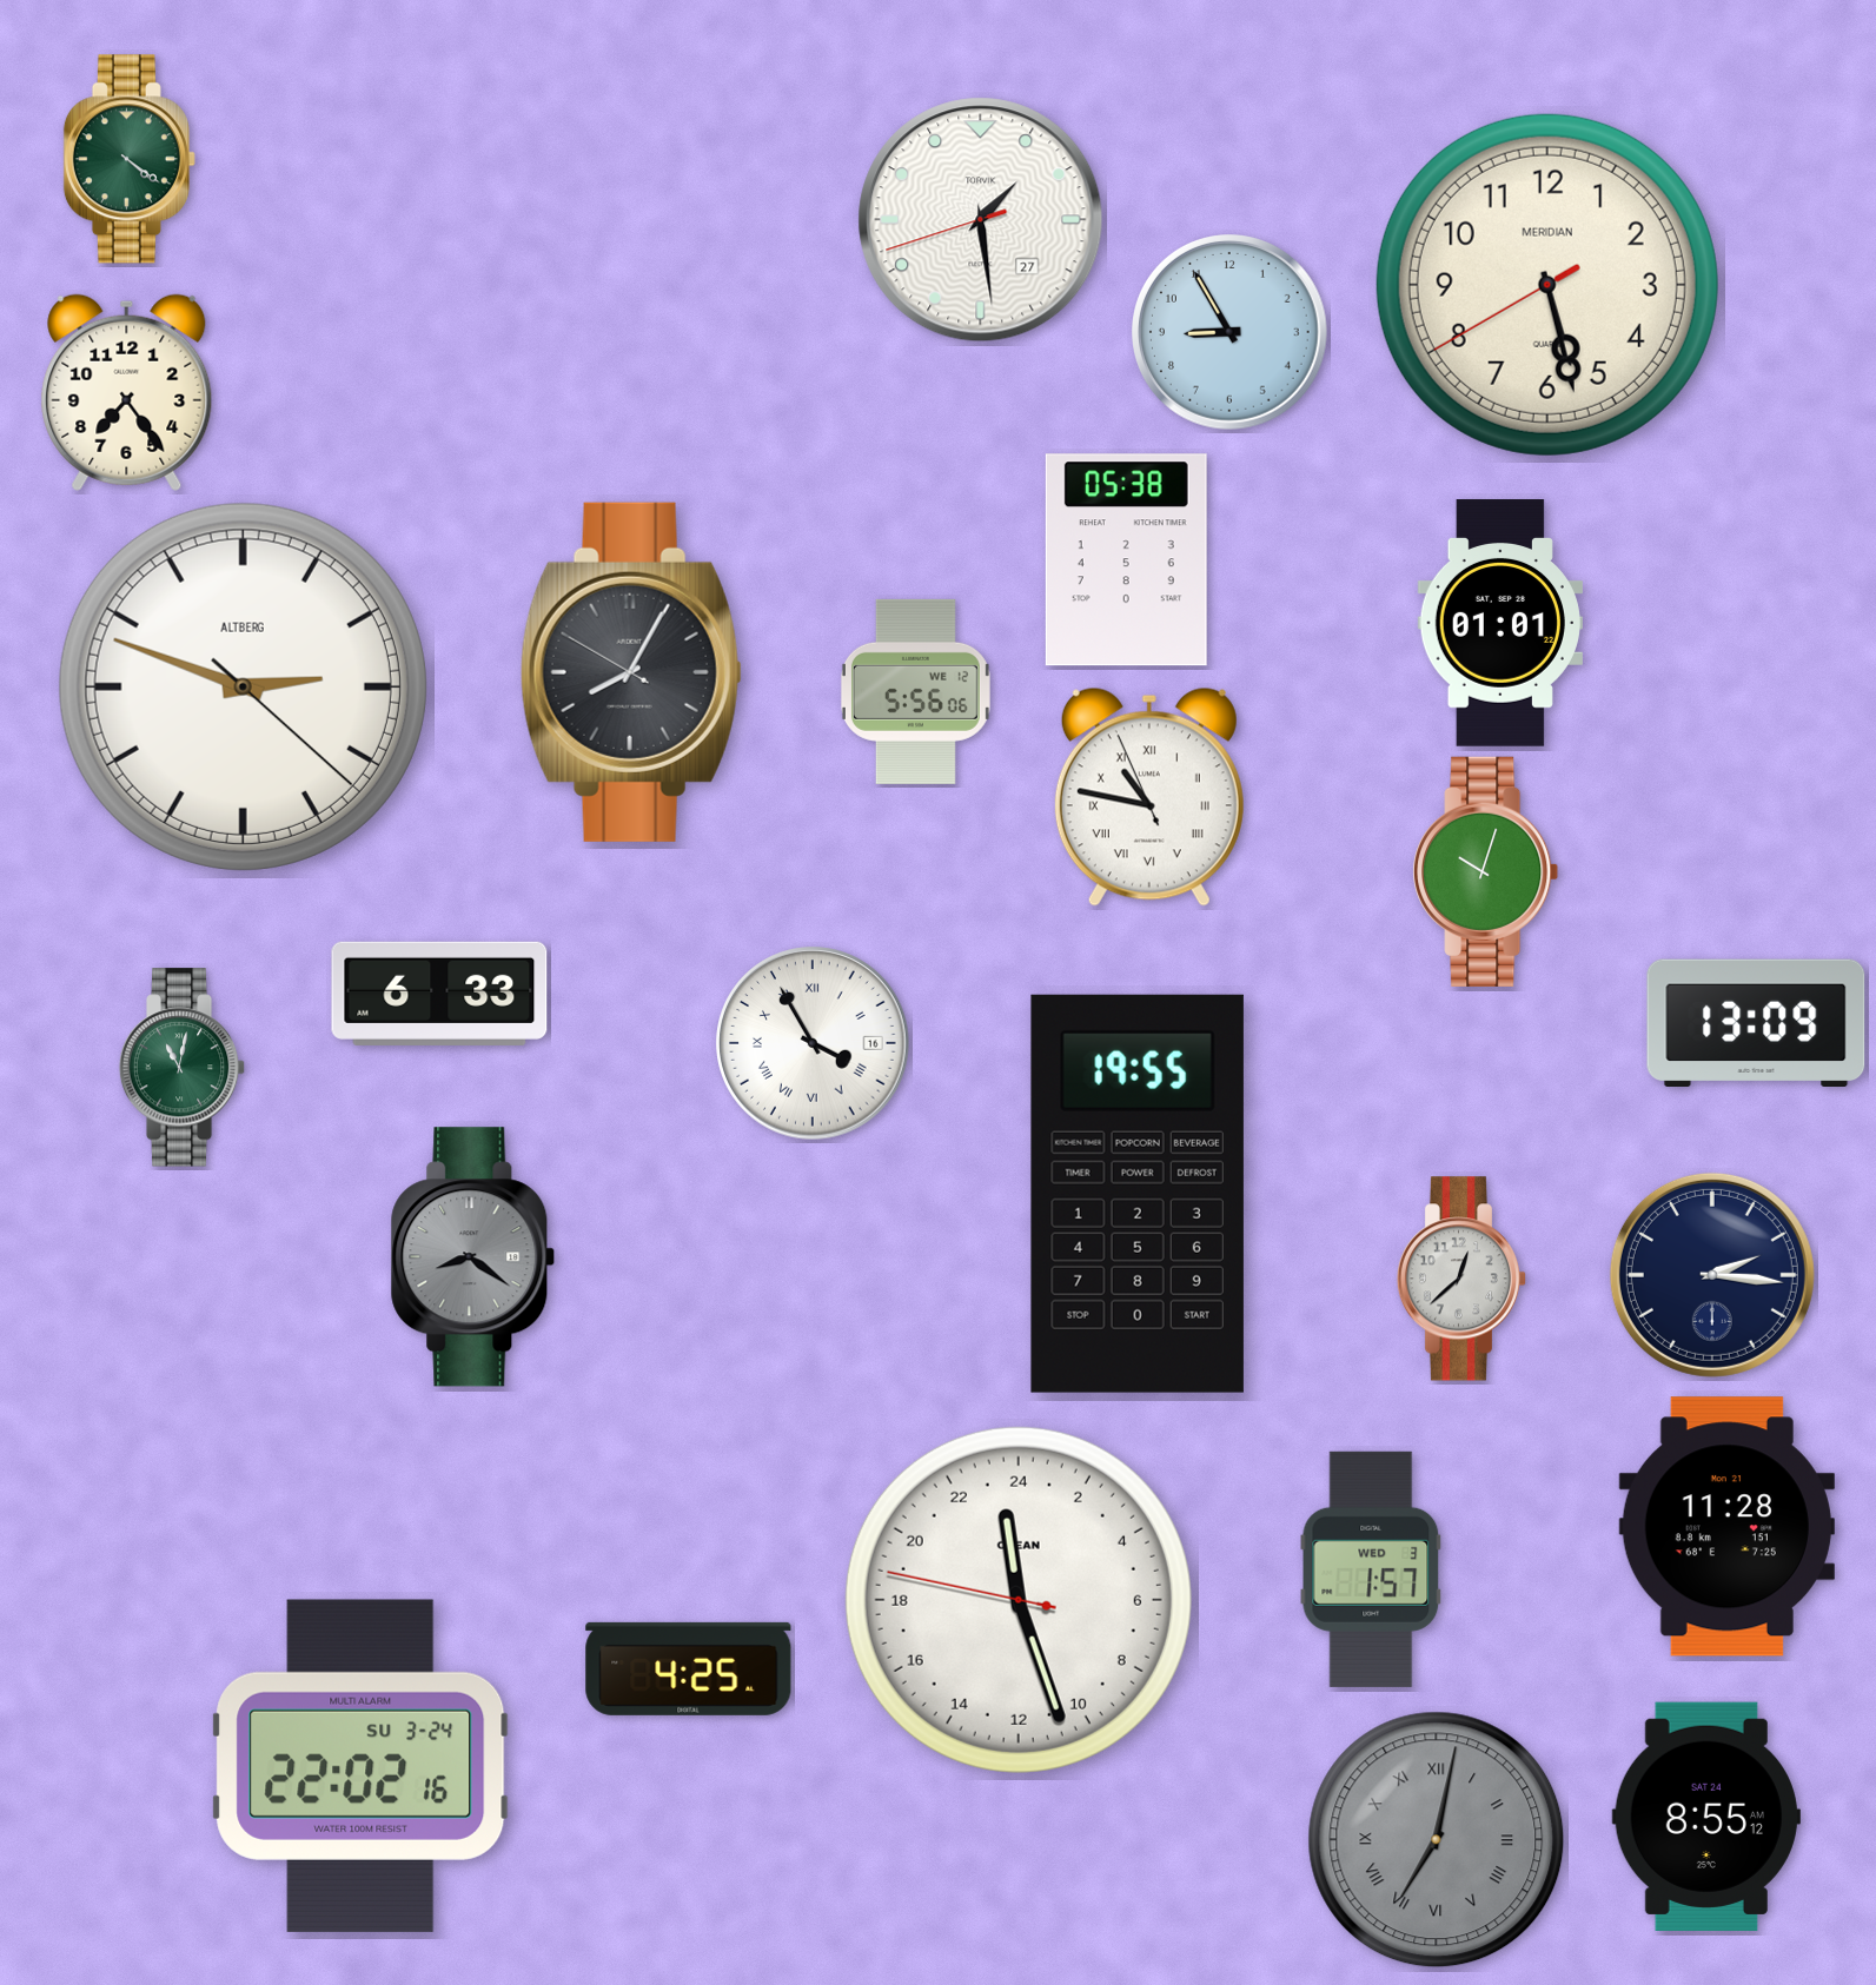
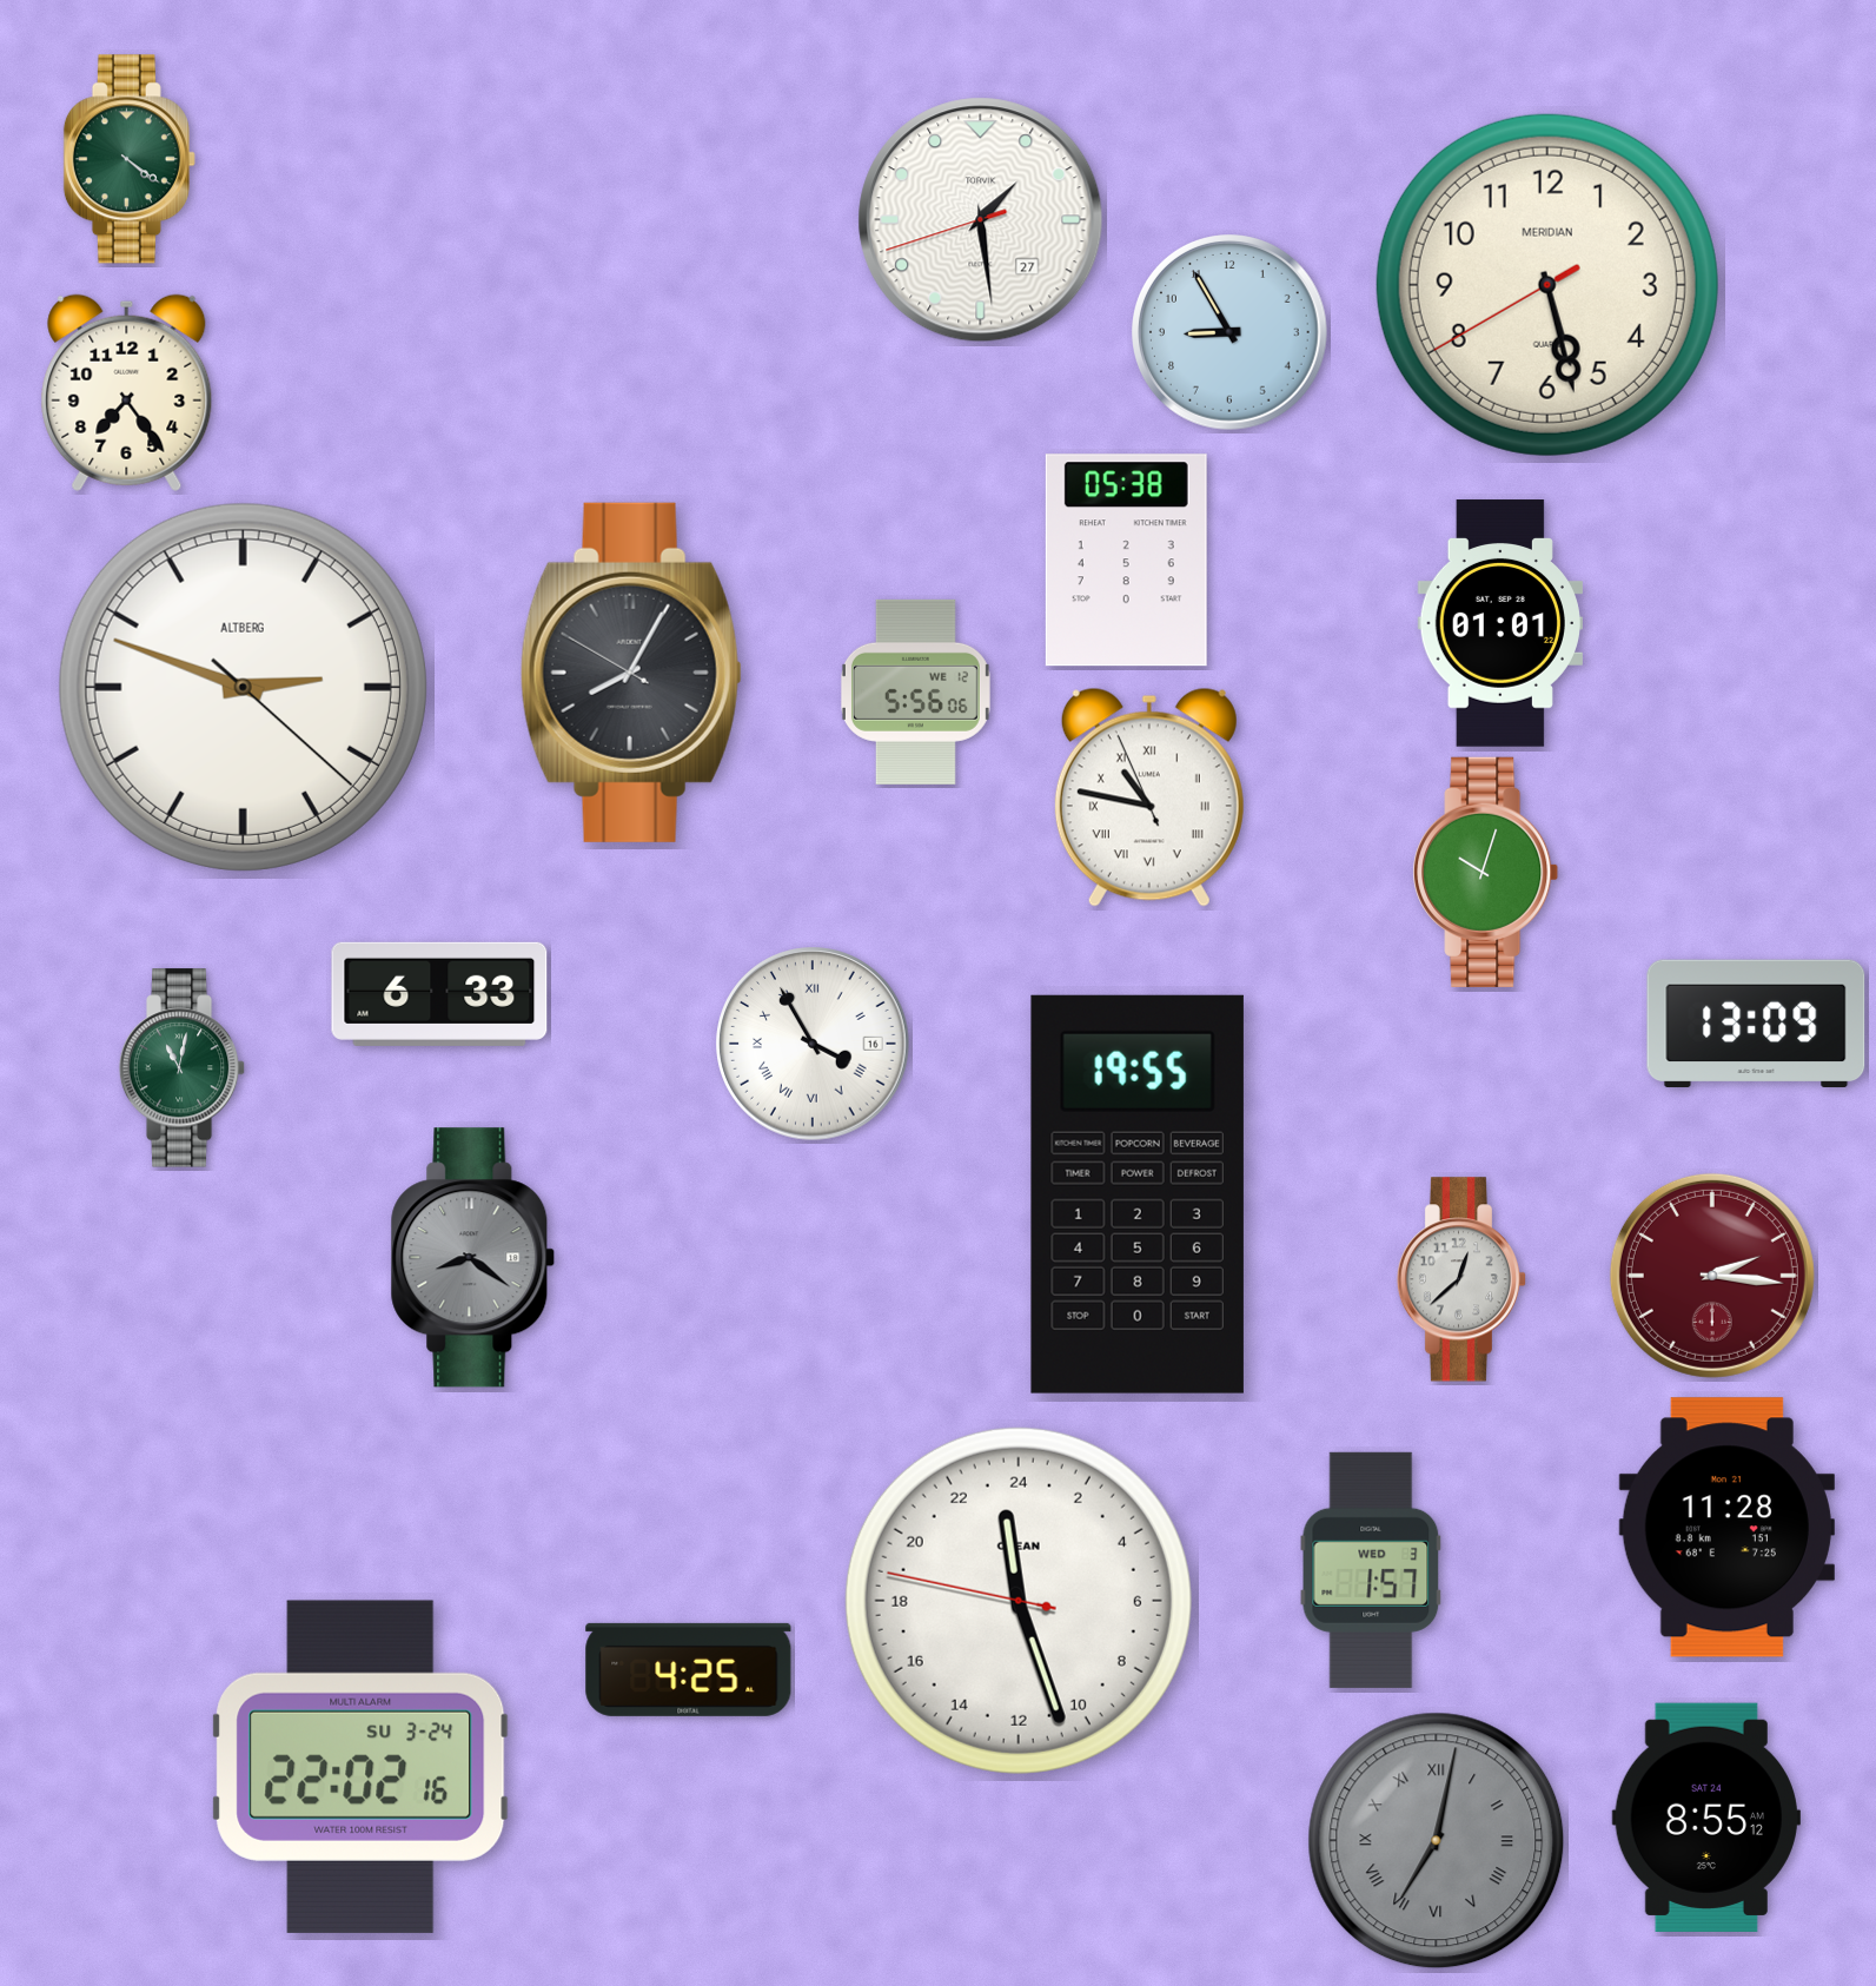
clock at (1712, 1275) dial: navy -> burgundy
